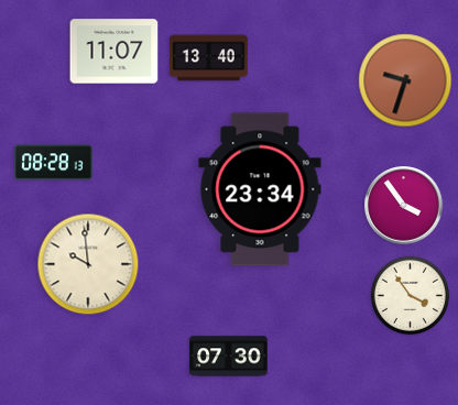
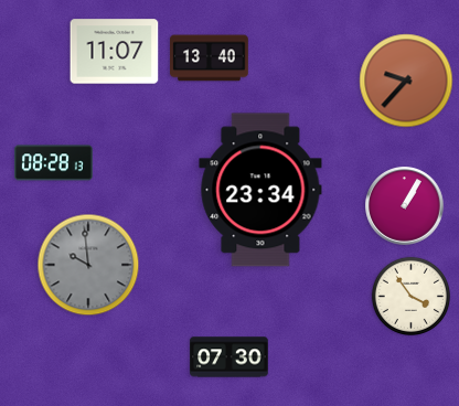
clock at (405, 80): 9:33 -> 9:37
clock at (404, 206): 3:54 -> 1:05
clock at (88, 264) dial: cream -> grey
